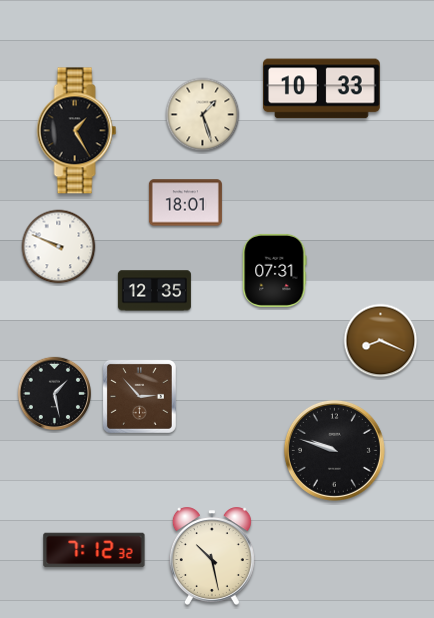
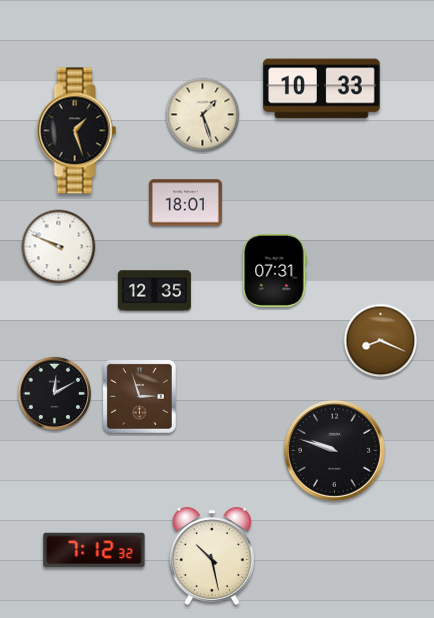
clock at (77, 131): 1:25 -> 1:27
clock at (54, 393): 1:28 -> 12:10
clock at (139, 396): 2:53 -> 2:57
